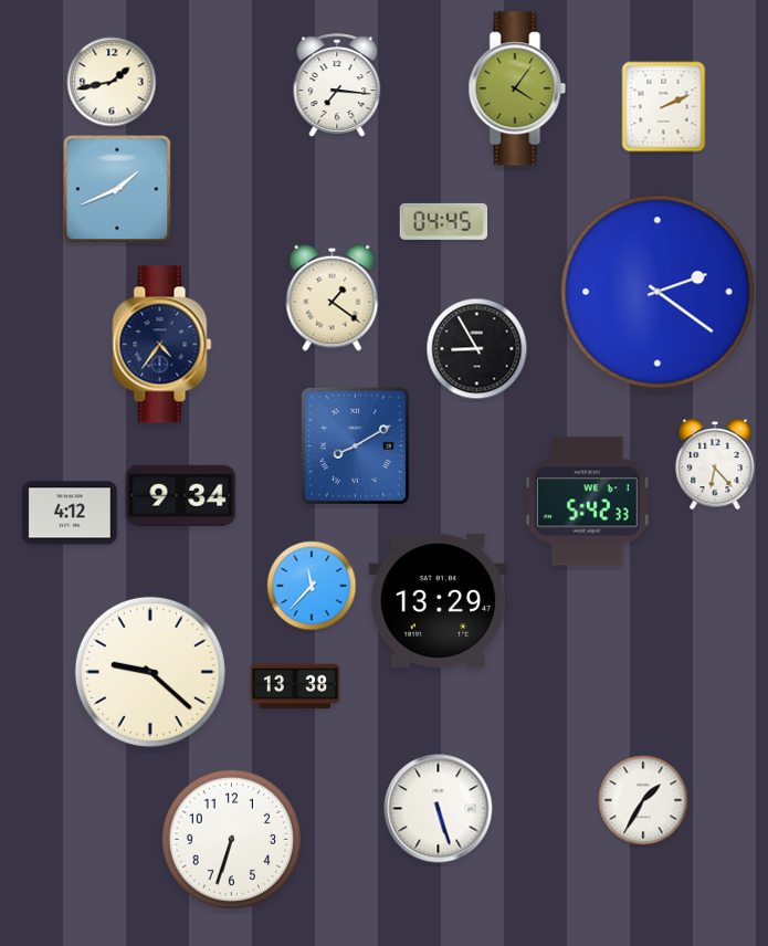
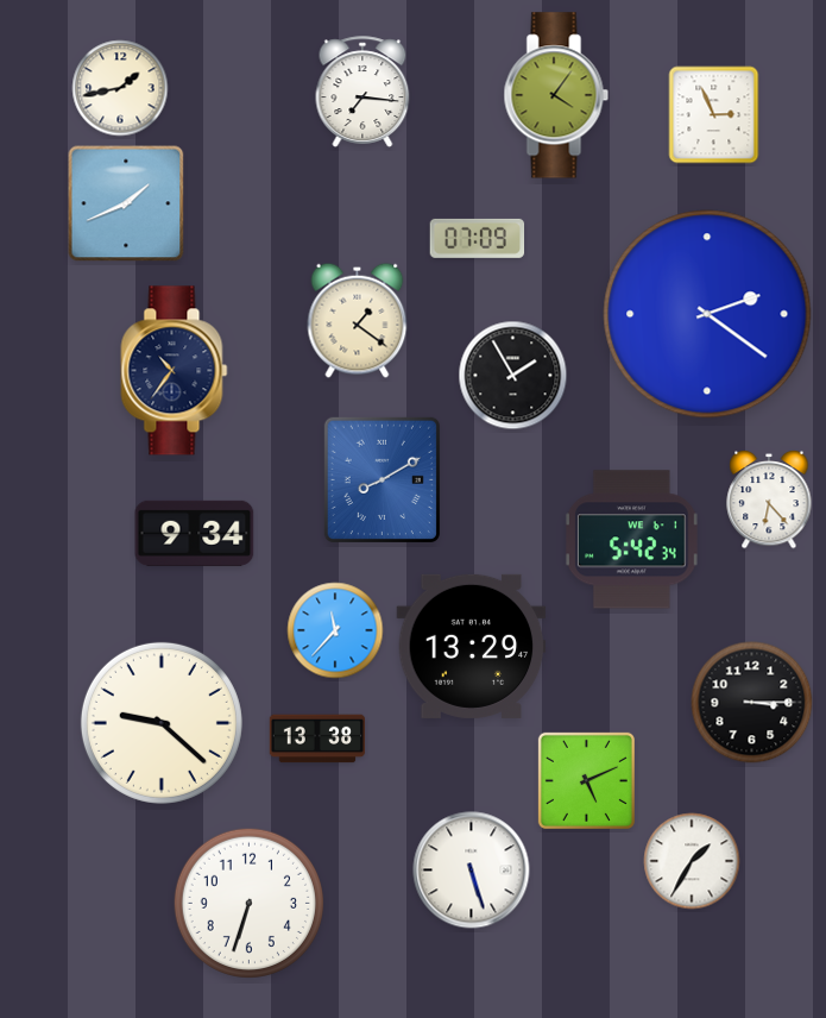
clock at (664, 107): 2:11 -> 2:56
clock at (444, 221): 04:45 -> 07:09
clock at (162, 345): 4:36 -> 10:36
clock at (477, 349): 8:55 -> 1:55
clock at (587, 502): 5:42:33 -> 5:42:34
clock at (70, 513): 4:12 -> none
clock at (752, 703): none -> 3:15
clock at (586, 780): none -> 5:11
